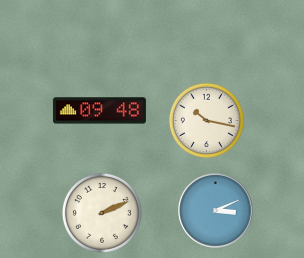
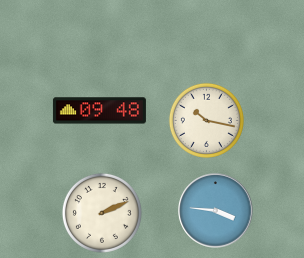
clock at (216, 211): 3:11 -> 3:46
